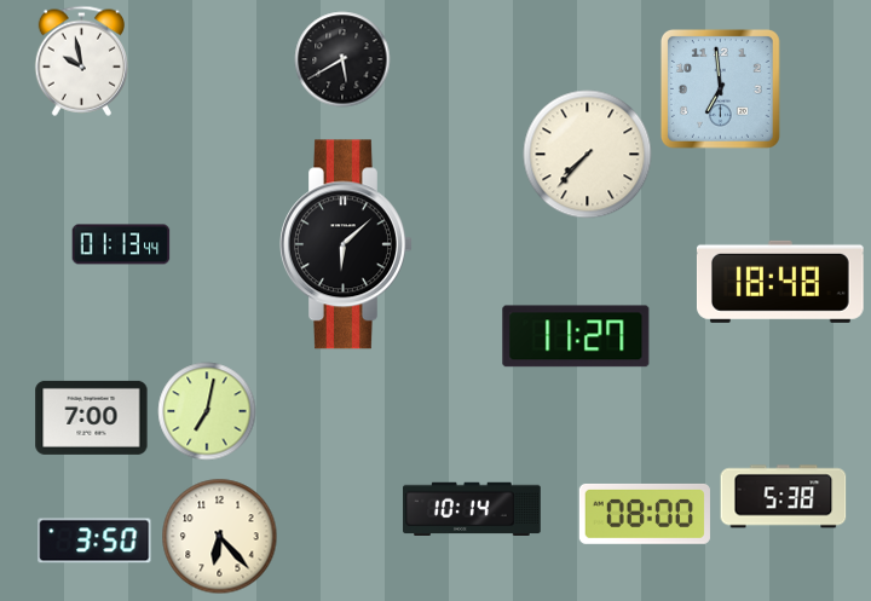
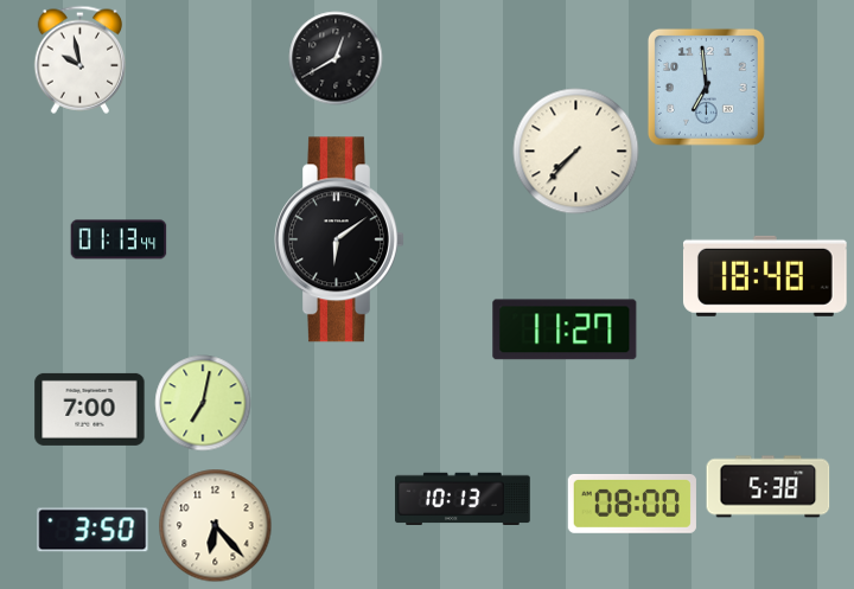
clock at (342, 59): 5:40 -> 12:40
clock at (347, 244): 6:08 -> 6:09
clock at (472, 508): 10:14 -> 10:13
